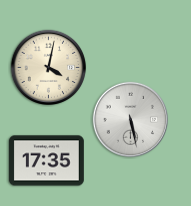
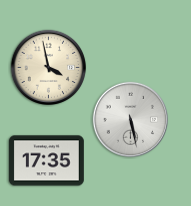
clock at (49, 68): 4:02 -> 3:58
